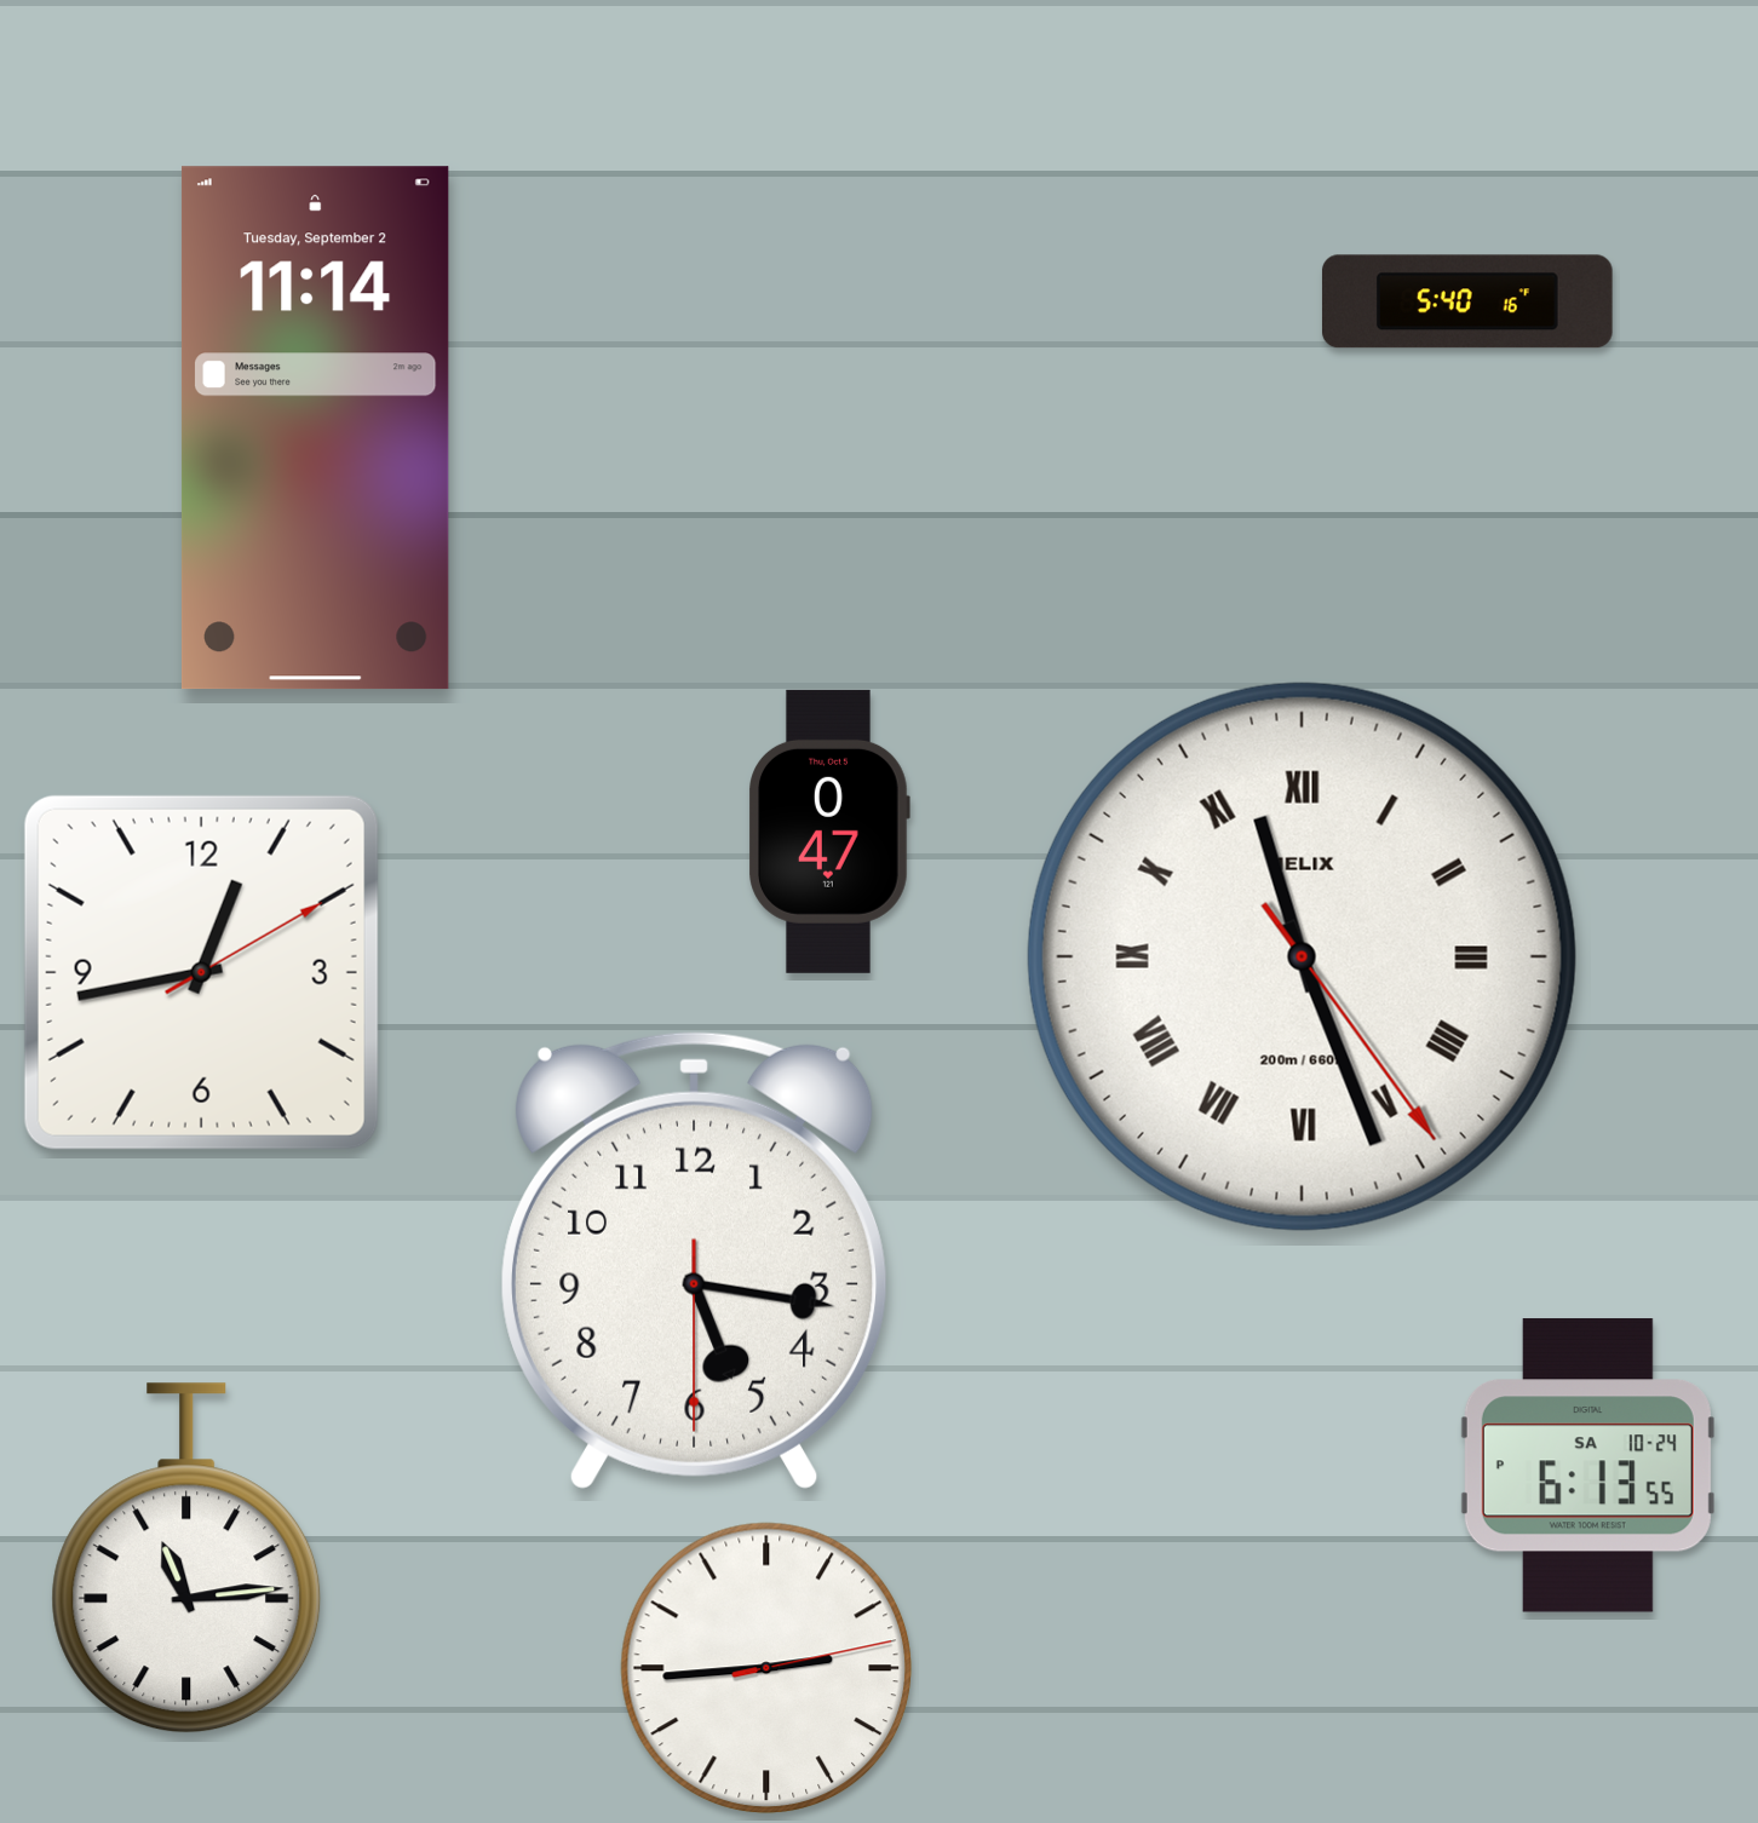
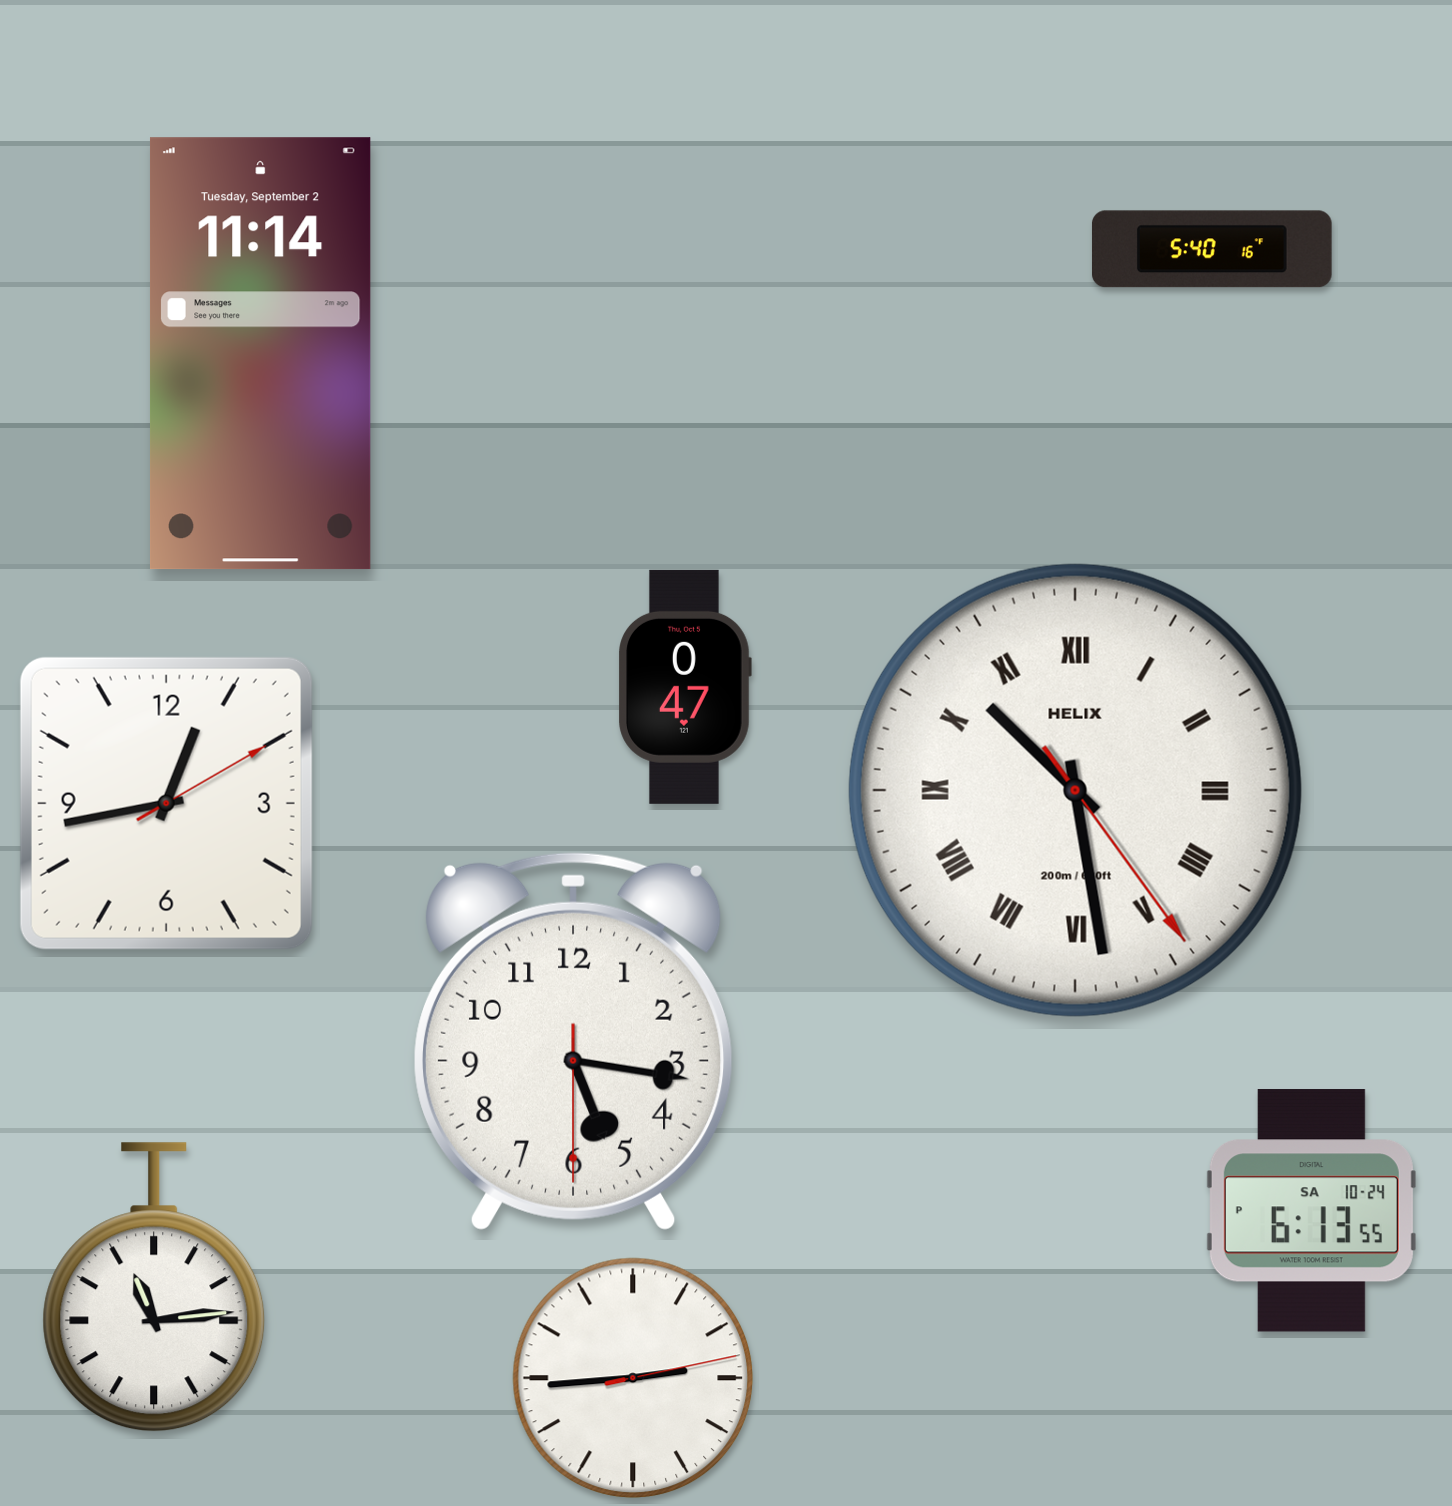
clock at (1302, 956): 11:26 -> 10:28
